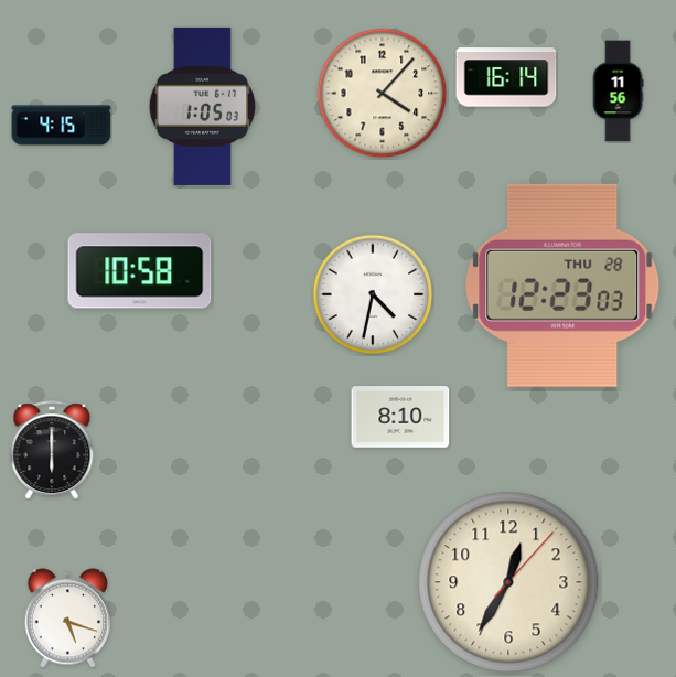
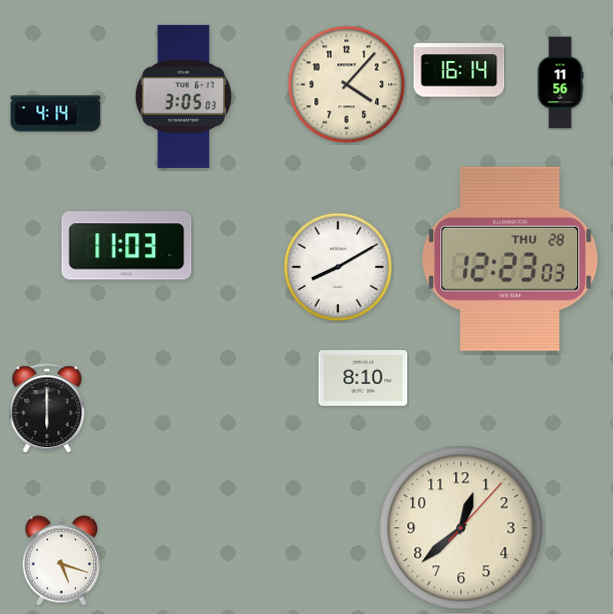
clock at (202, 106): 1:05 -> 3:05
clock at (62, 126): 4:15 -> 4:14
clock at (140, 271): 10:58 -> 11:03
clock at (373, 294): 4:32 -> 8:10
clock at (508, 582): 12:35 -> 12:38
